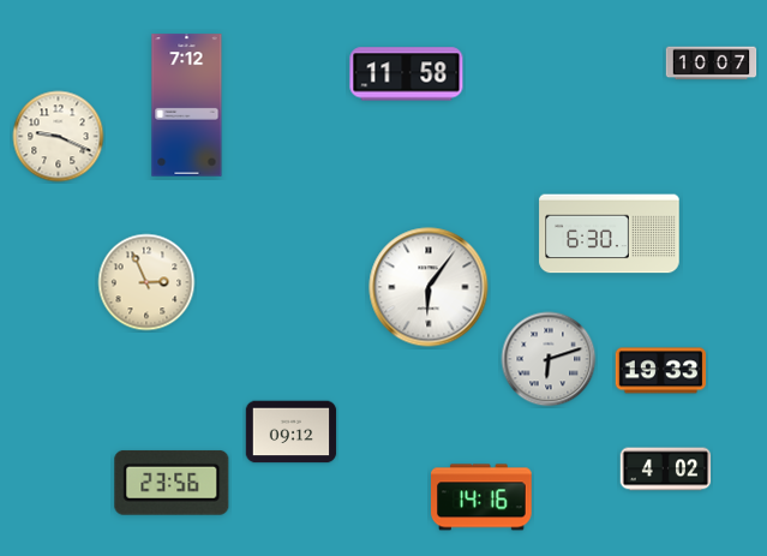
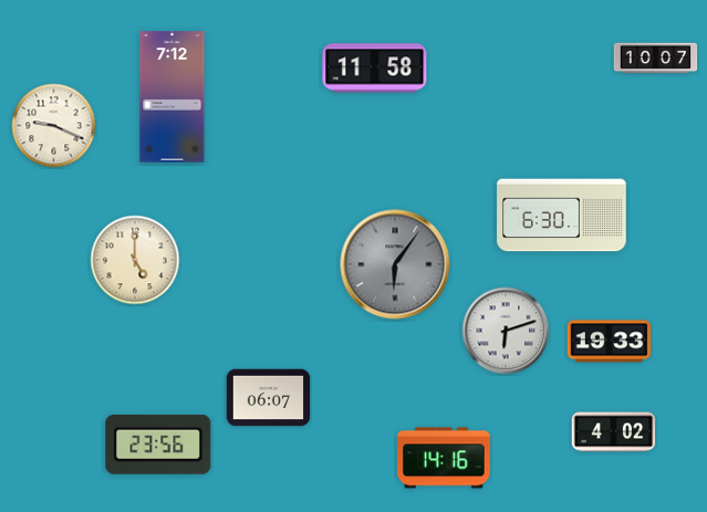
clock at (146, 282): 2:56 -> 5:00
clock at (429, 287) dial: white -> grey
clock at (292, 432): 09:12 -> 06:07
